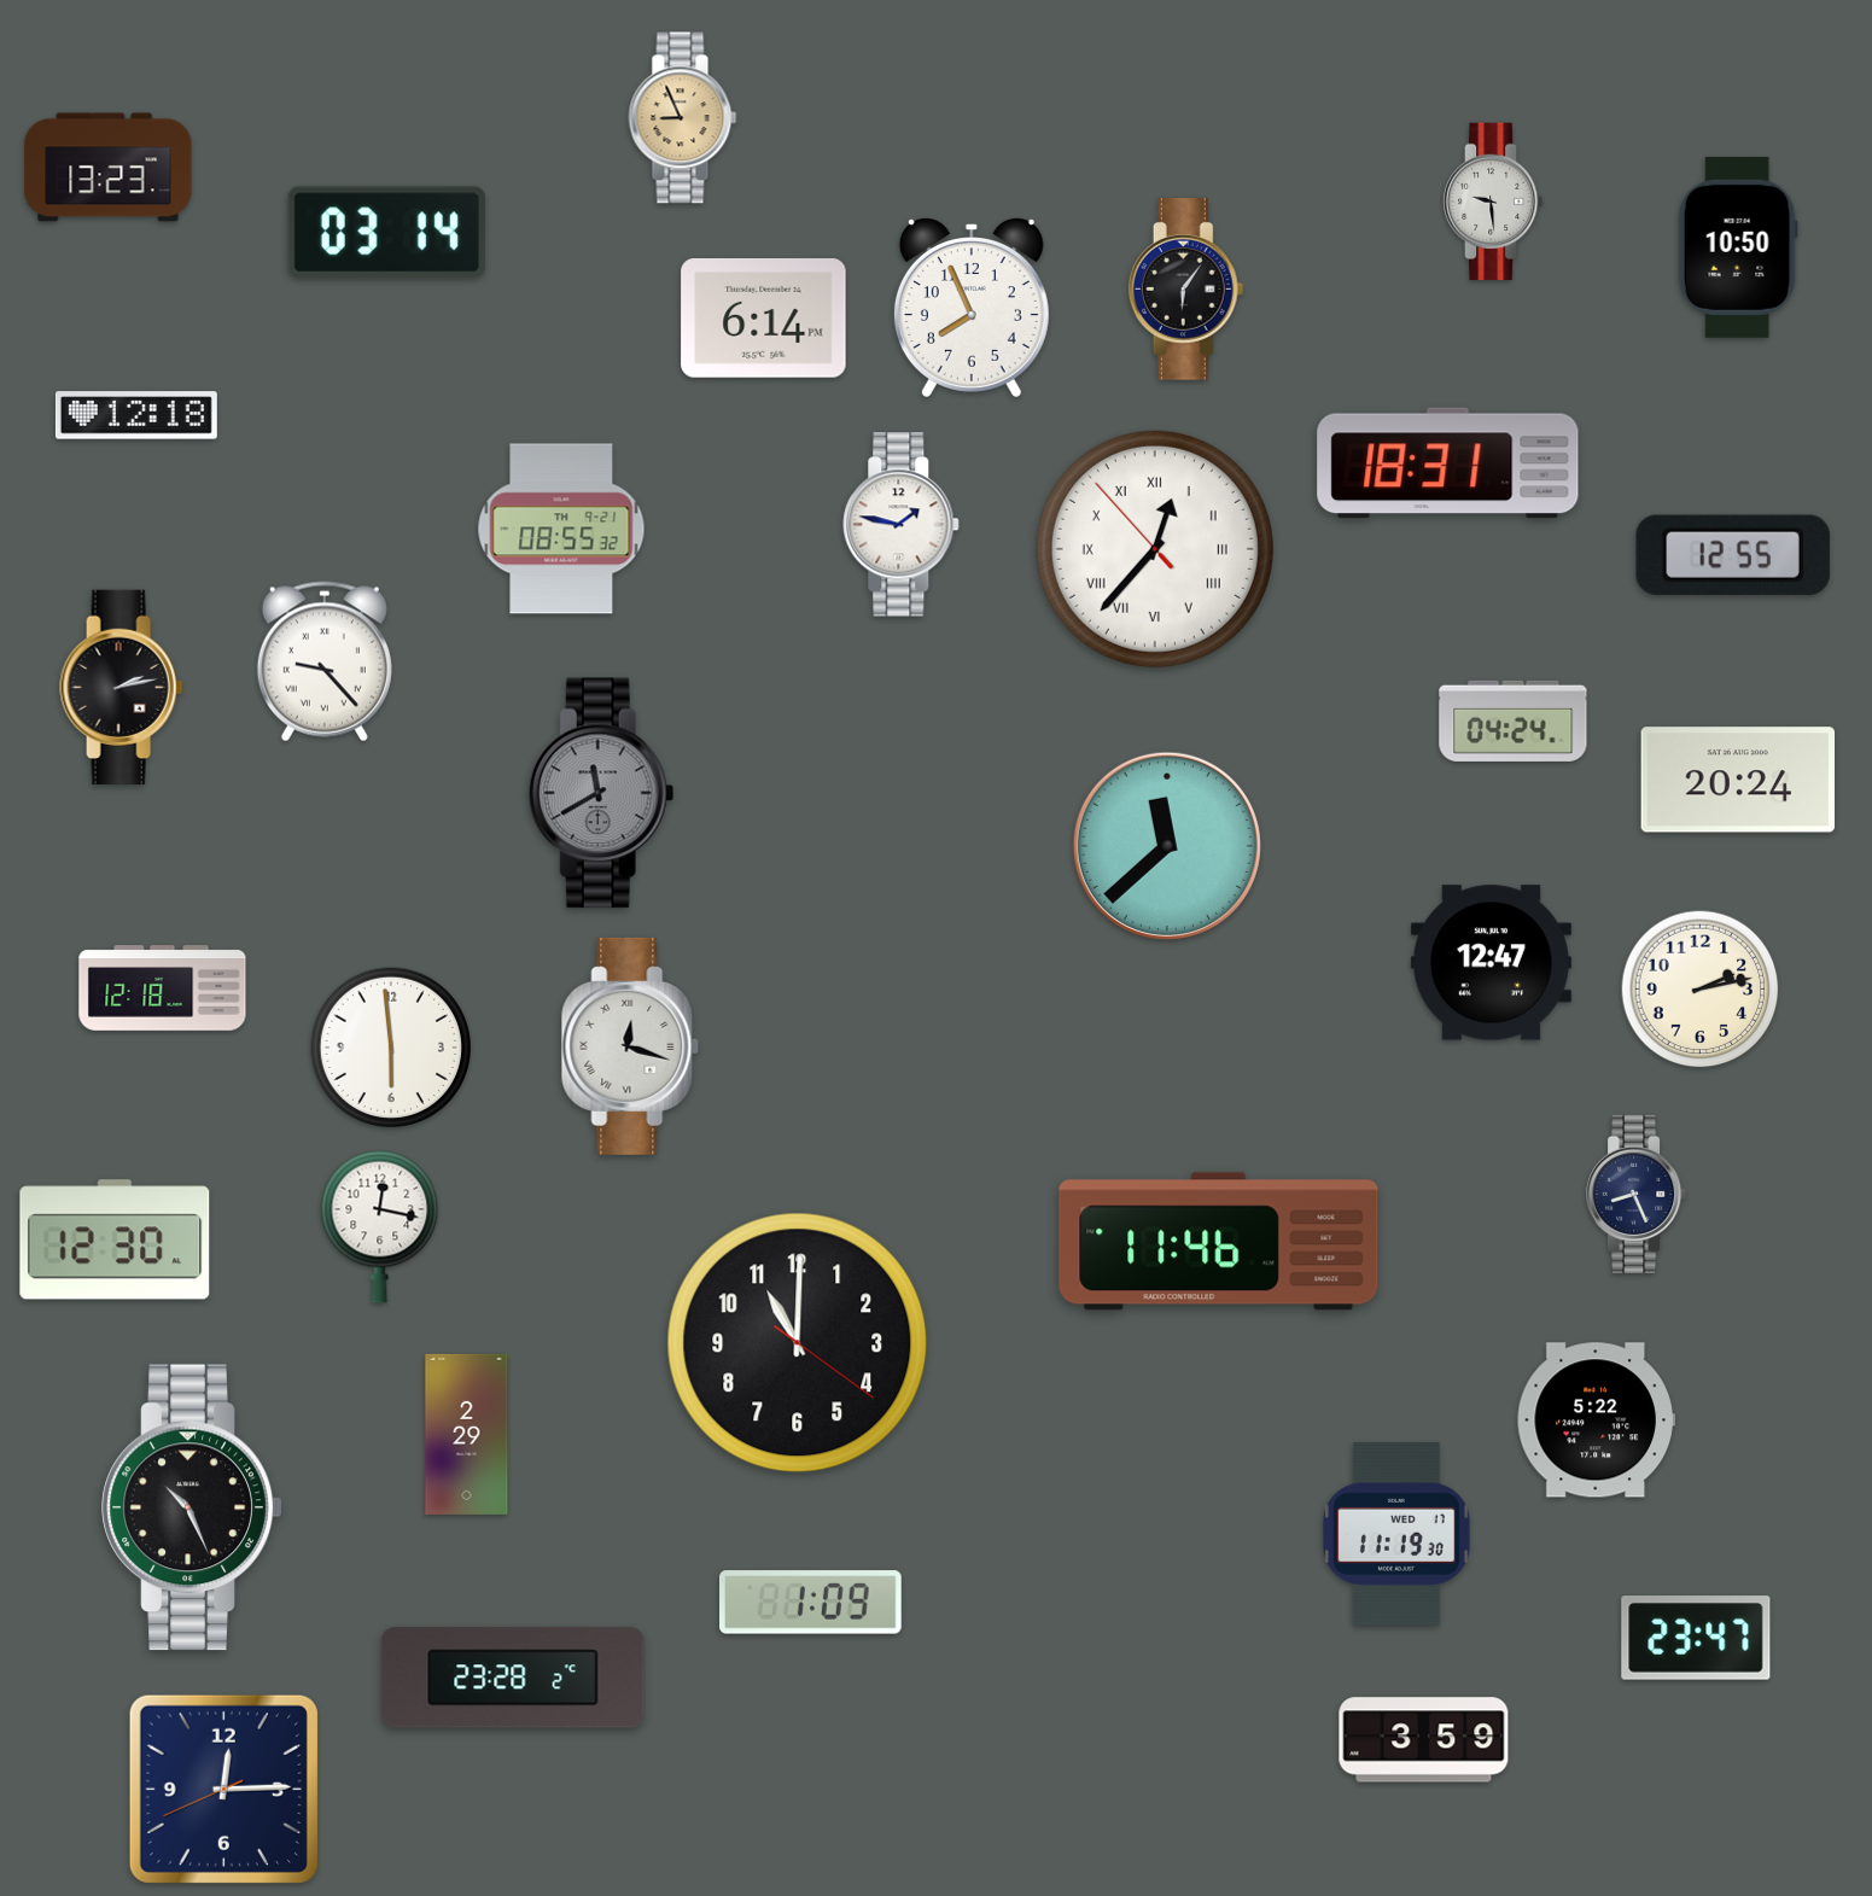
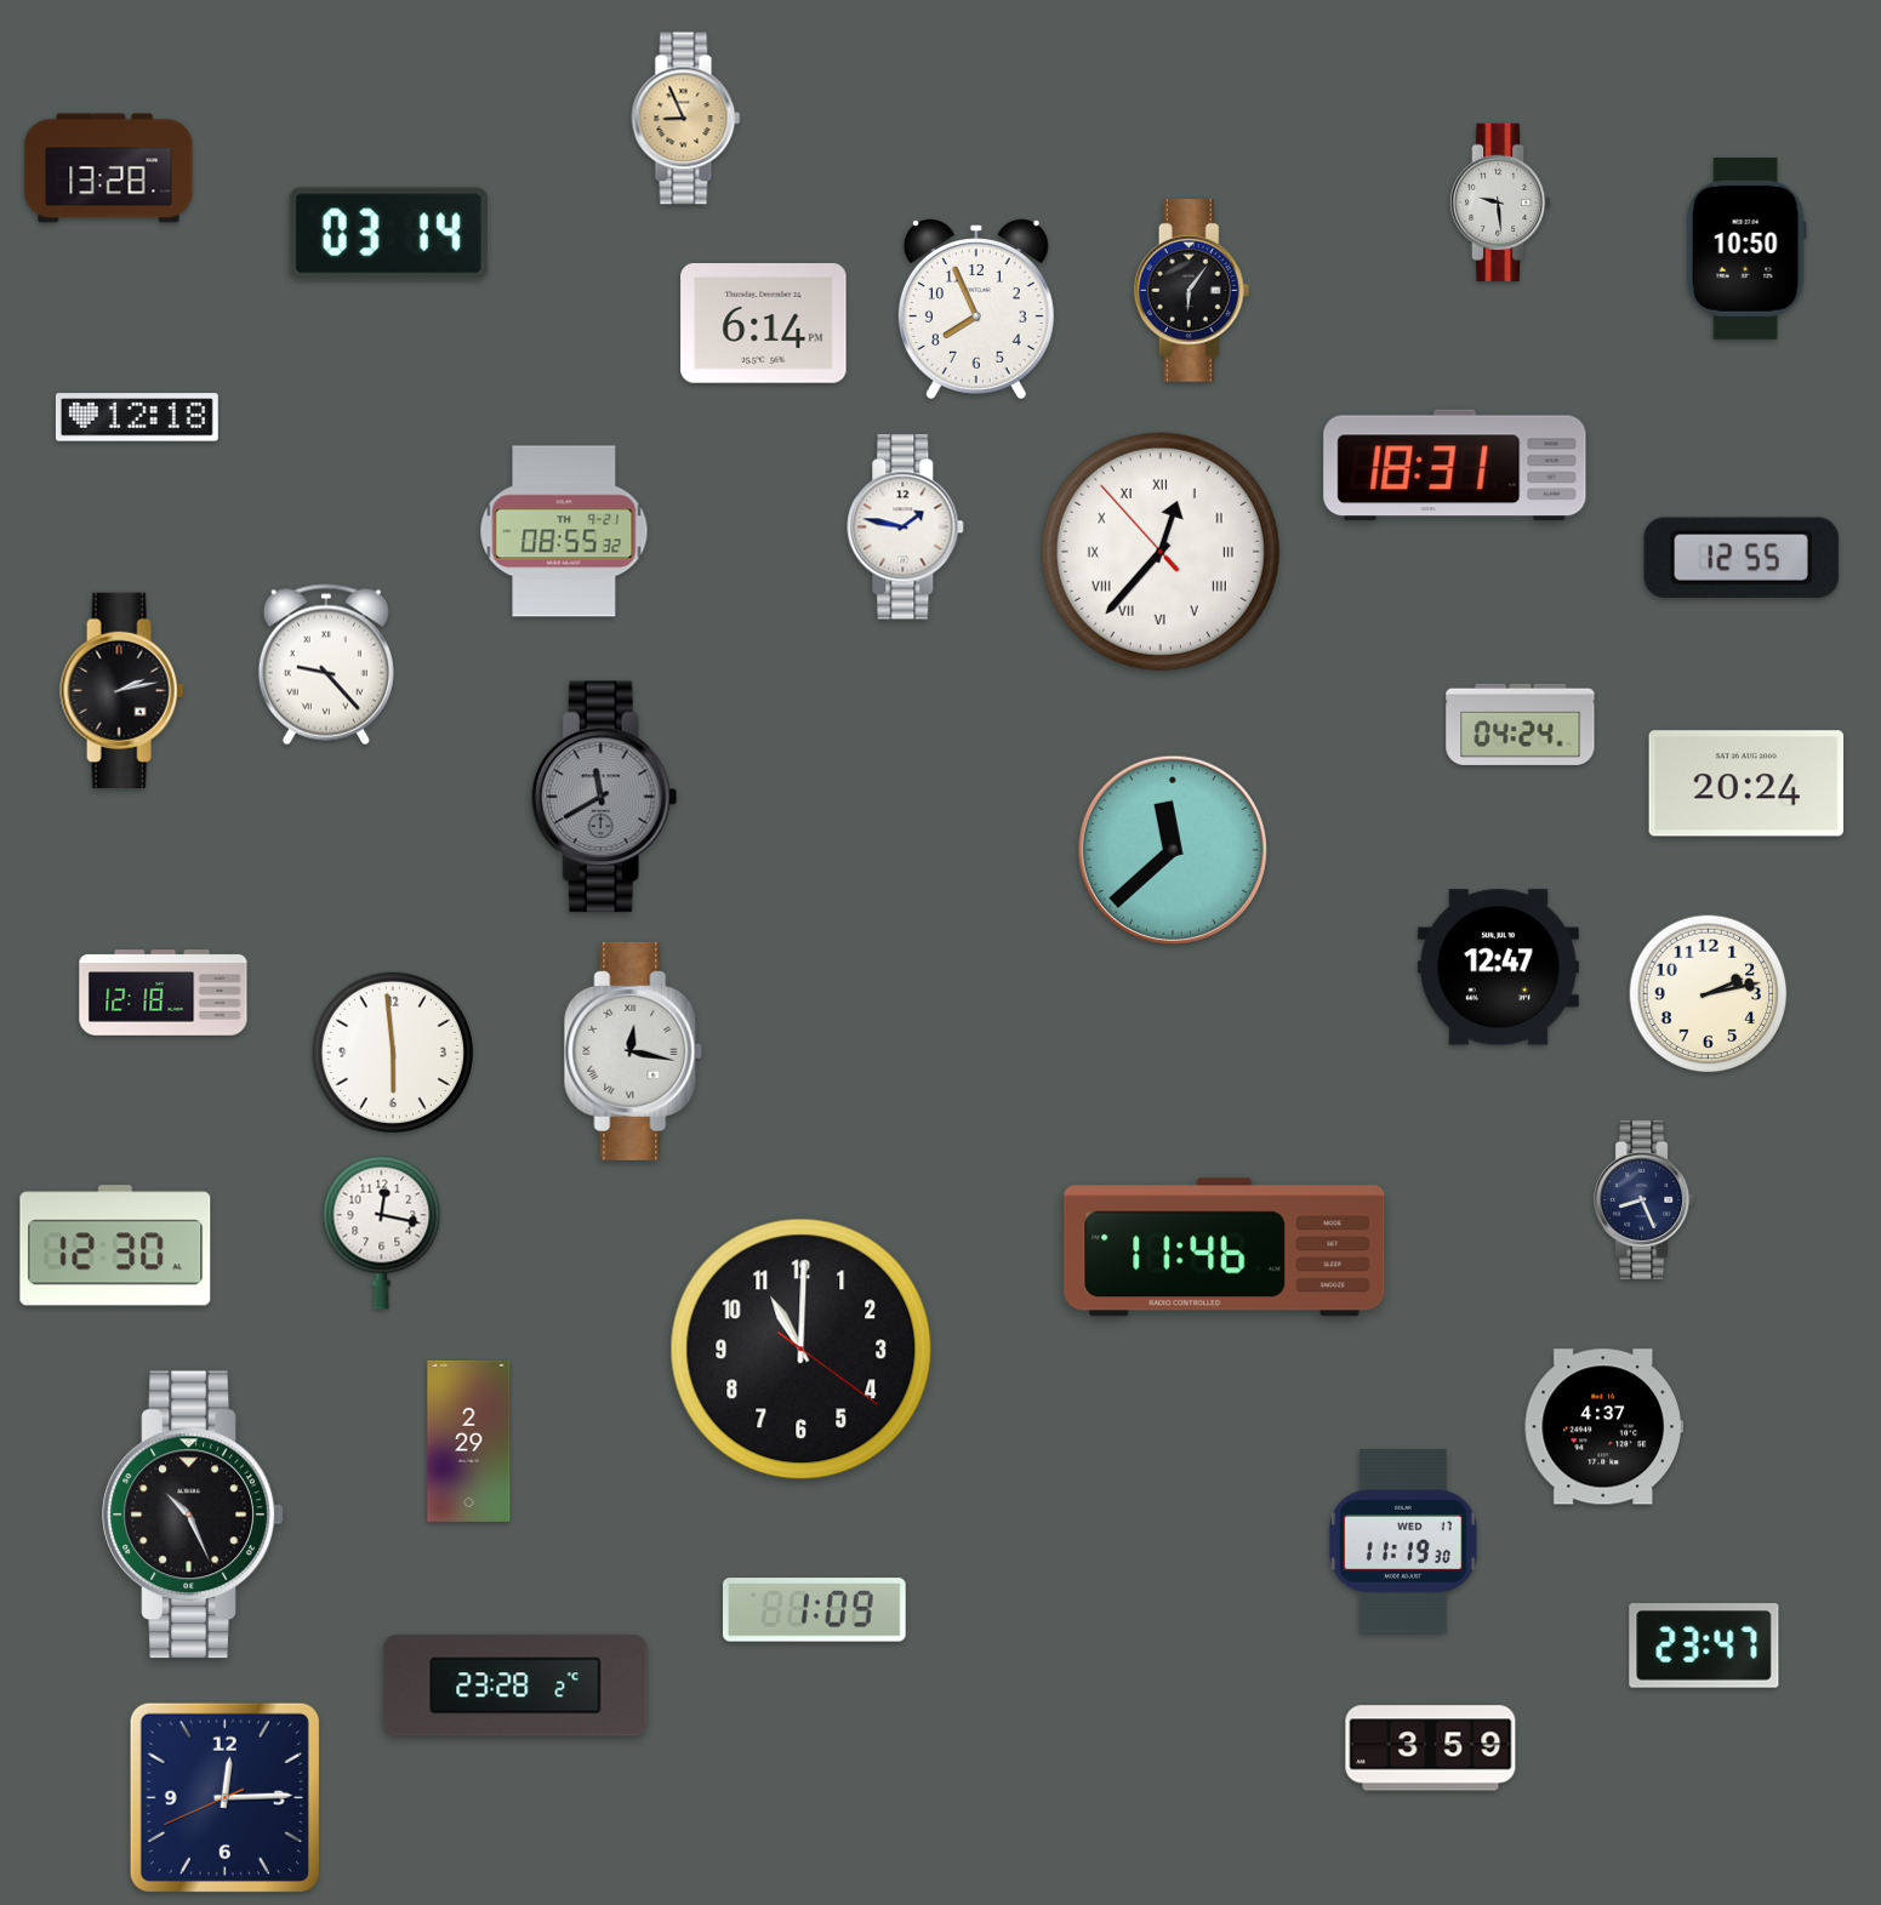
clock at (109, 168): 13:23 -> 13:28
clock at (764, 319) position: (764, 319) -> (764, 324)
clock at (630, 1046): 12:18 -> 12:17
clock at (1596, 1420): 5:22 -> 4:37
